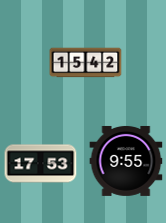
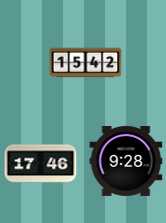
clock at (126, 161): 9:55 -> 9:28
clock at (41, 164): 17:53 -> 17:46
